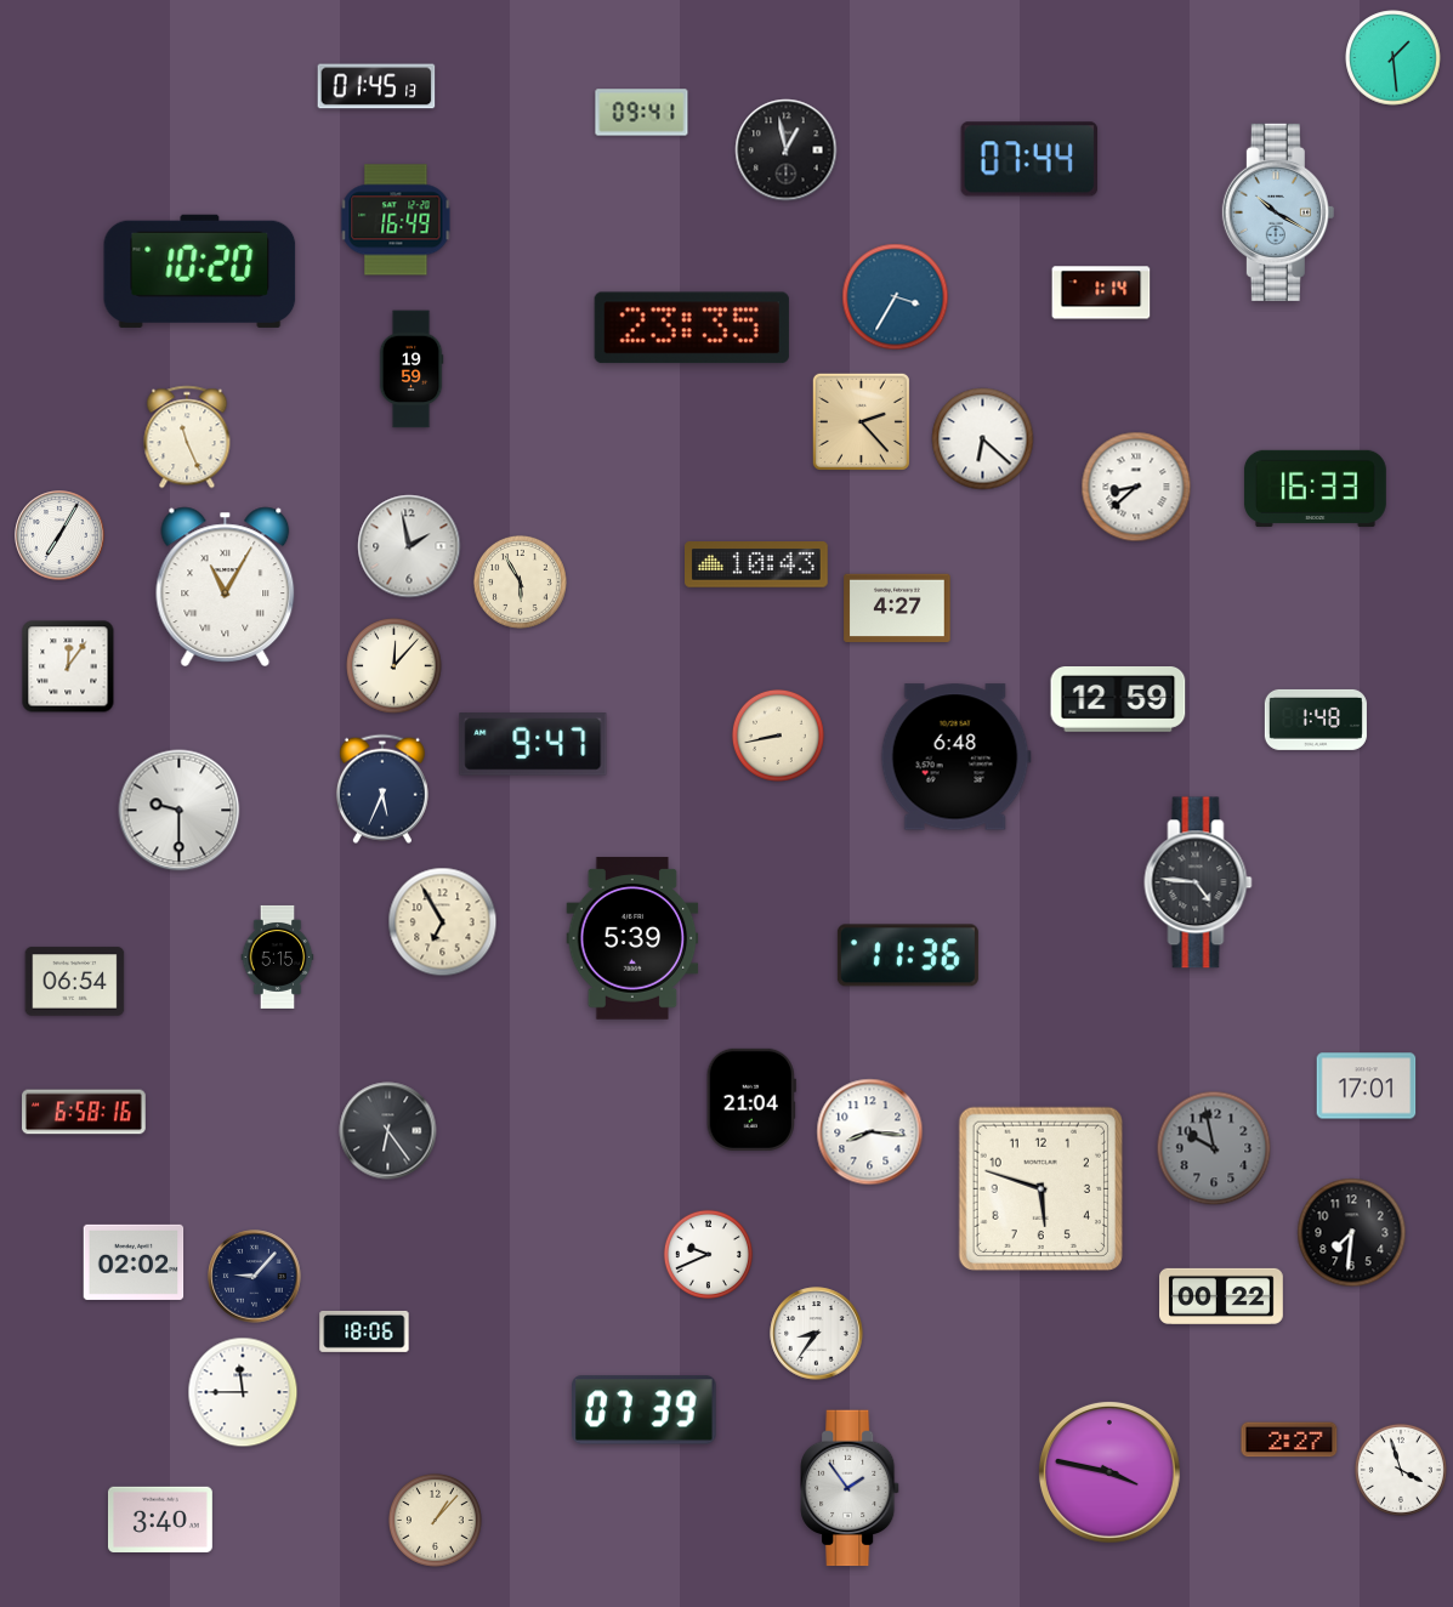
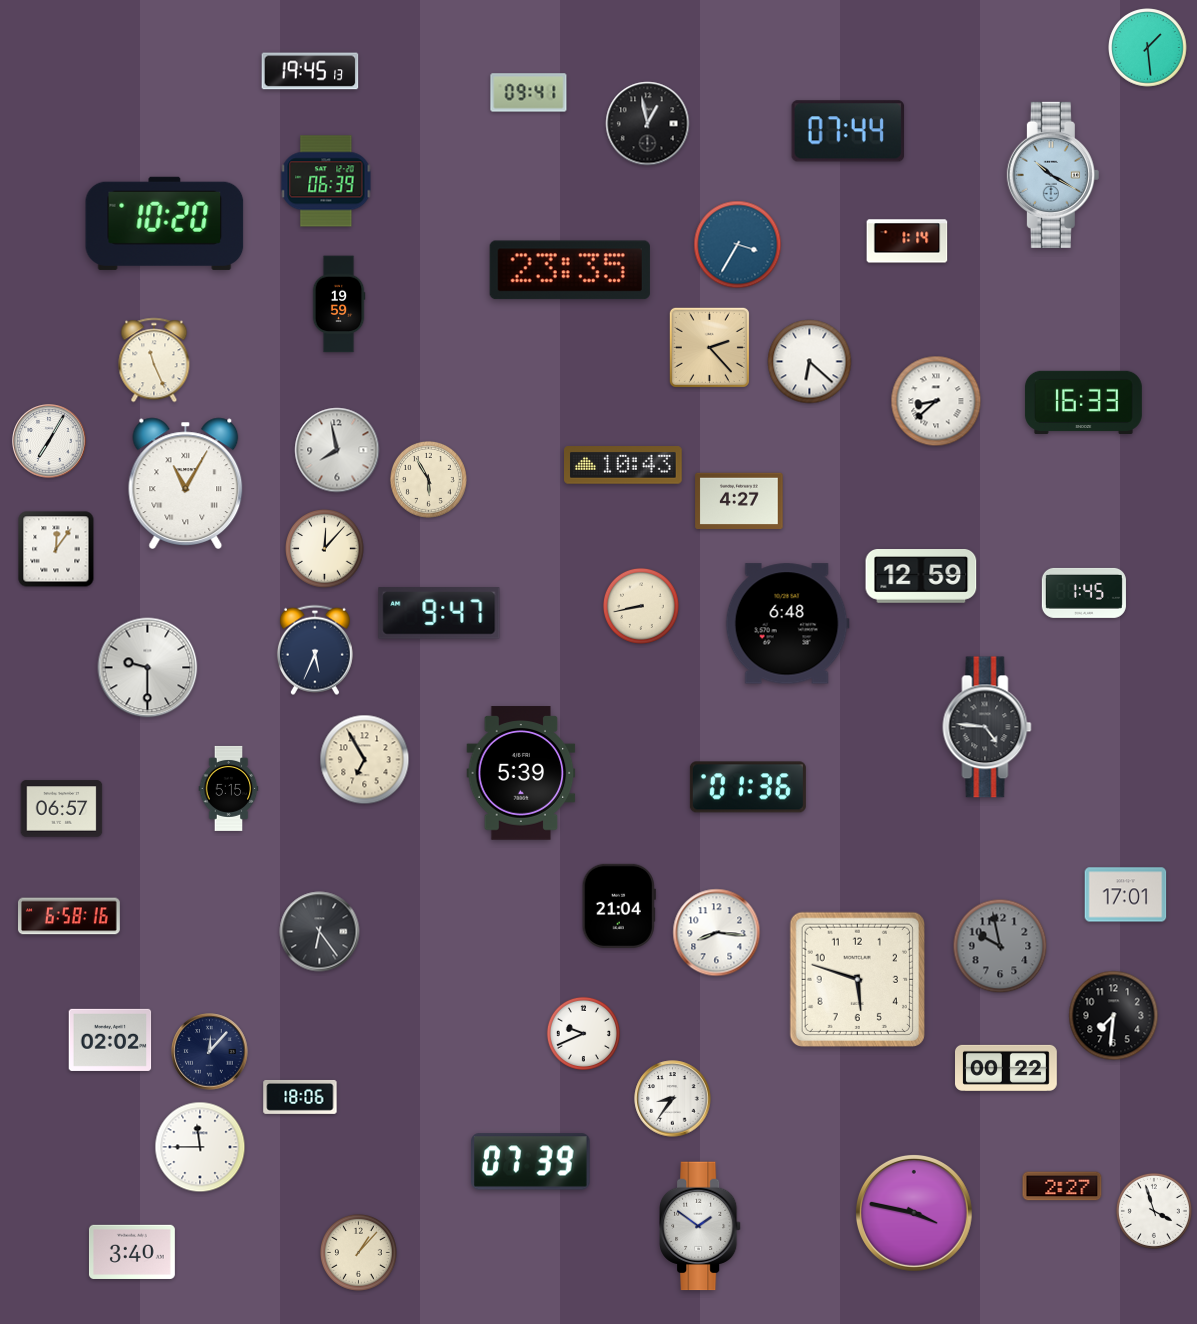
clock at (376, 86): 01:45 -> 19:45
clock at (396, 220): 16:49 -> 06:39
clock at (409, 546): 1:58 -> 7:58
clock at (1316, 720): 1:48 -> 1:45
clock at (908, 955): 11:36 -> 01:36
clock at (75, 982): 06:54 -> 06:57
clock at (255, 1277): 9:07 -> 12:07
clock at (851, 1488): 1:54 -> 1:51
